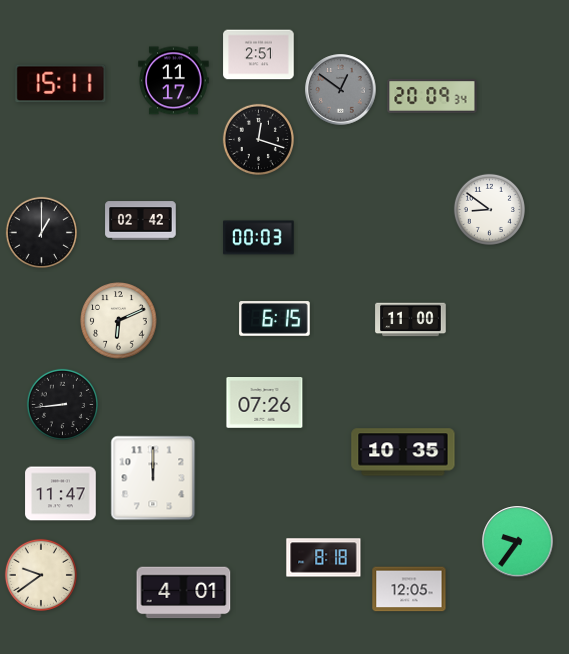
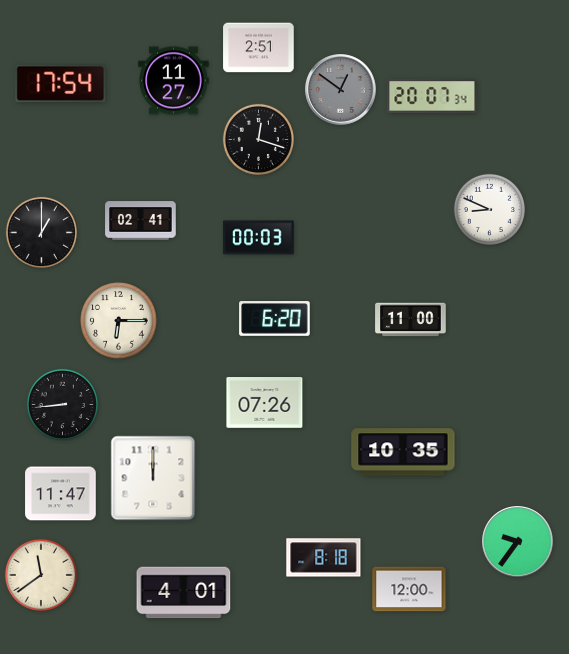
clock at (259, 55) position: (259, 55) -> (259, 48)
clock at (174, 81): 11:17 -> 11:27
clock at (61, 84): 15:11 -> 17:54
clock at (432, 96): 20:09 -> 20:07
clock at (489, 209): 8:51 -> 8:49
clock at (141, 221): 02:42 -> 02:41
clock at (275, 319): 6:15 -> 6:20
clock at (119, 321): 6:11 -> 6:15
clock at (41, 575): 9:39 -> 11:39
clock at (409, 589): 12:05 -> 12:00
